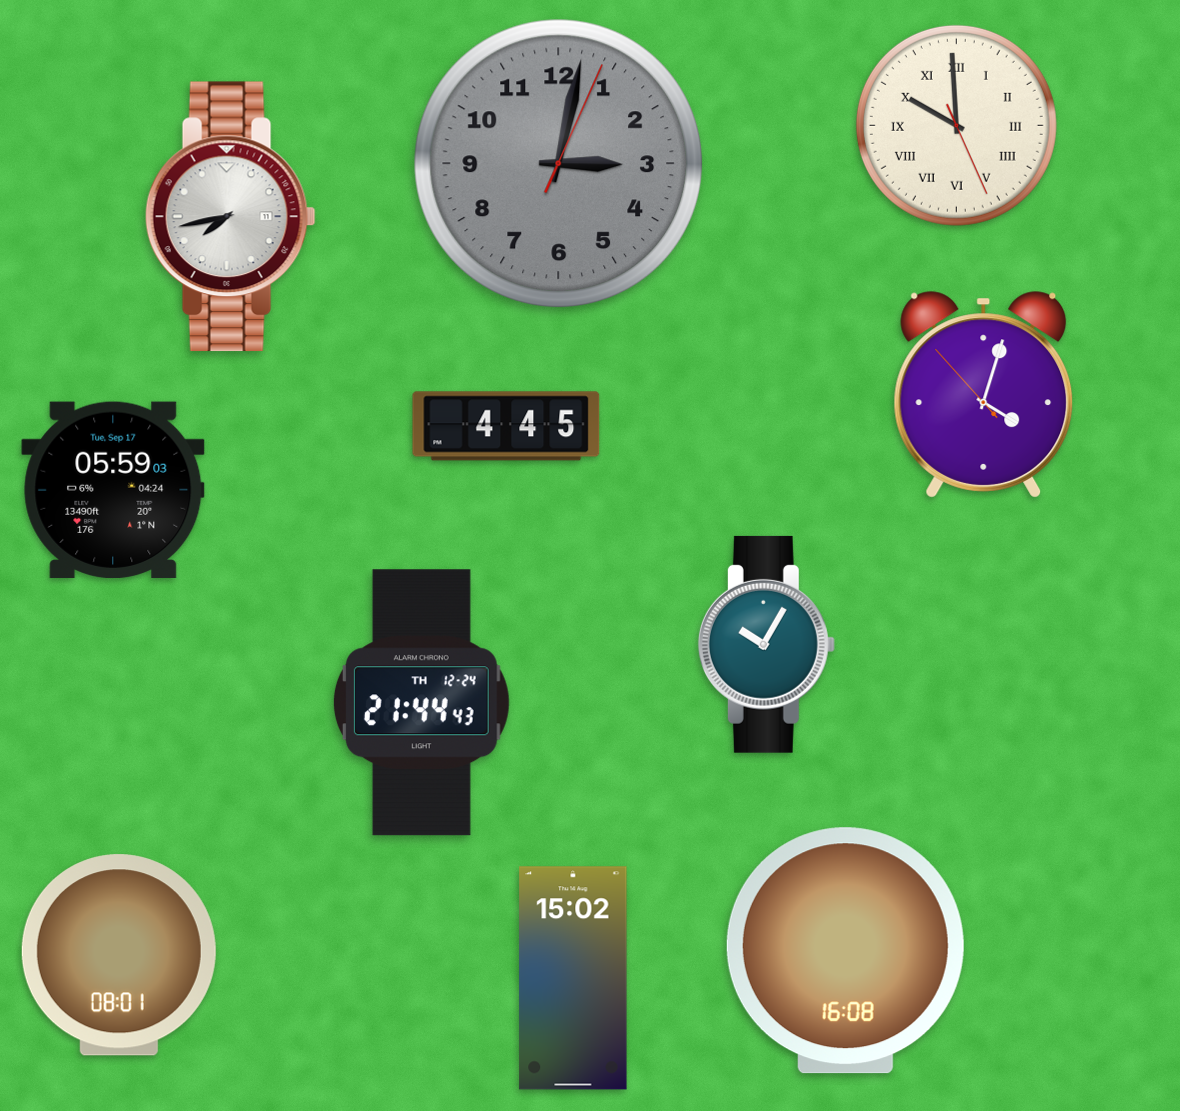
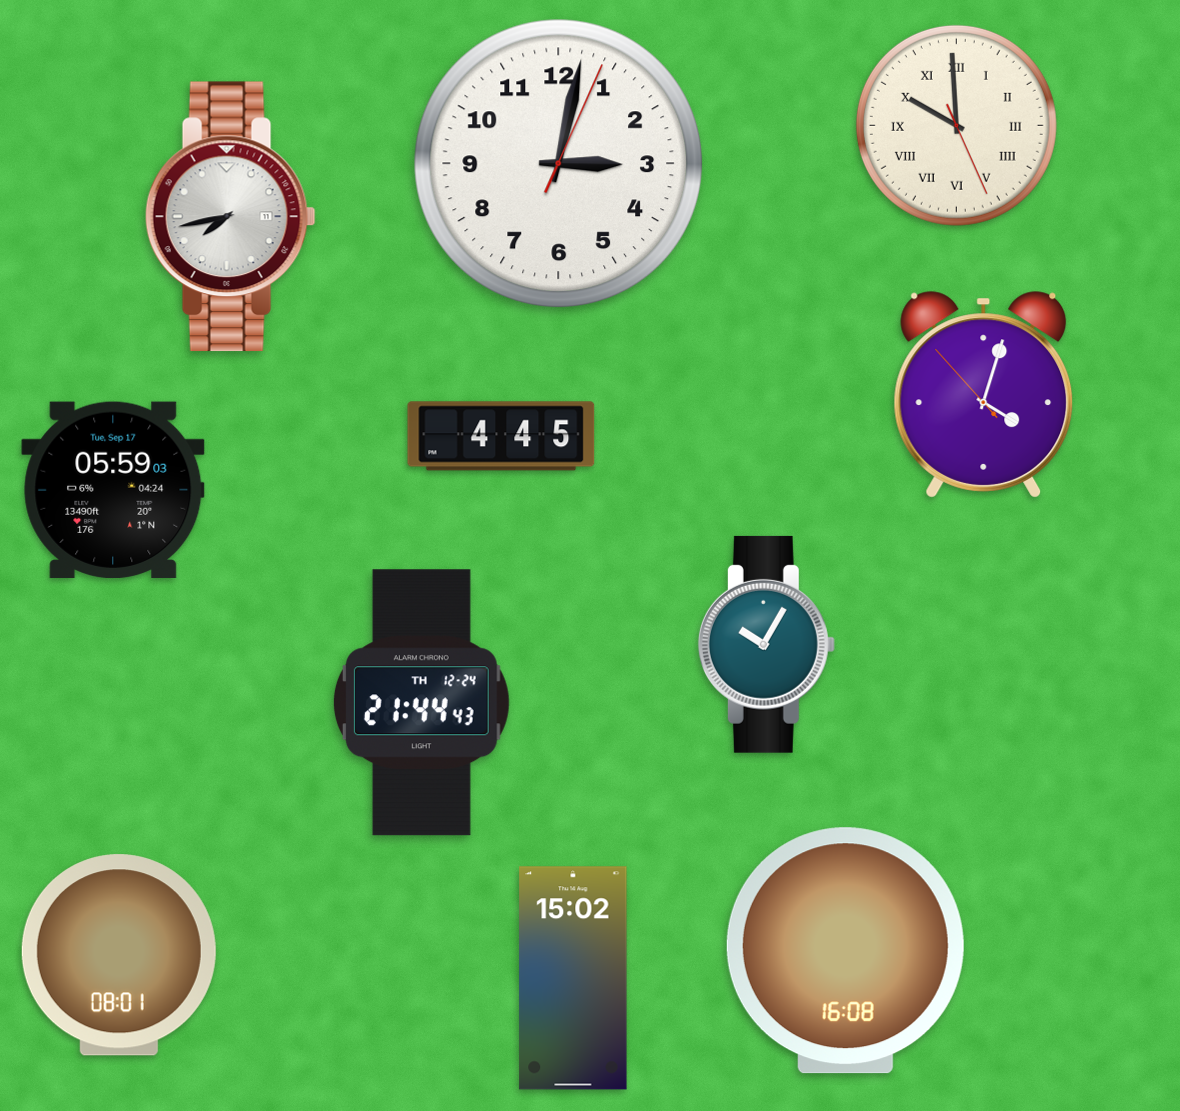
clock at (559, 164) dial: grey -> white
clock at (506, 426) position: (506, 426) -> (501, 436)
